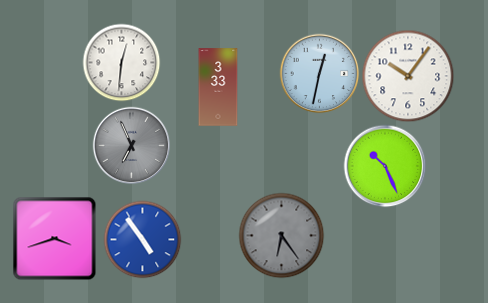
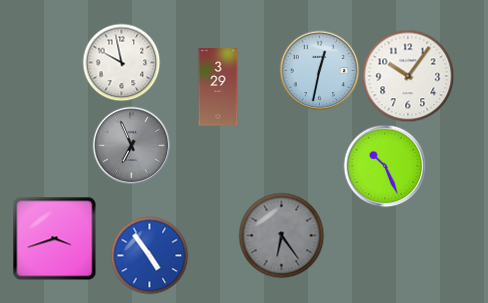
clock at (121, 62): 12:31 -> 9:58
clock at (319, 73) position: (319, 73) -> (319, 70)
clock at (218, 87): 3:33 -> 3:29
clock at (142, 239) position: (142, 239) -> (149, 255)
